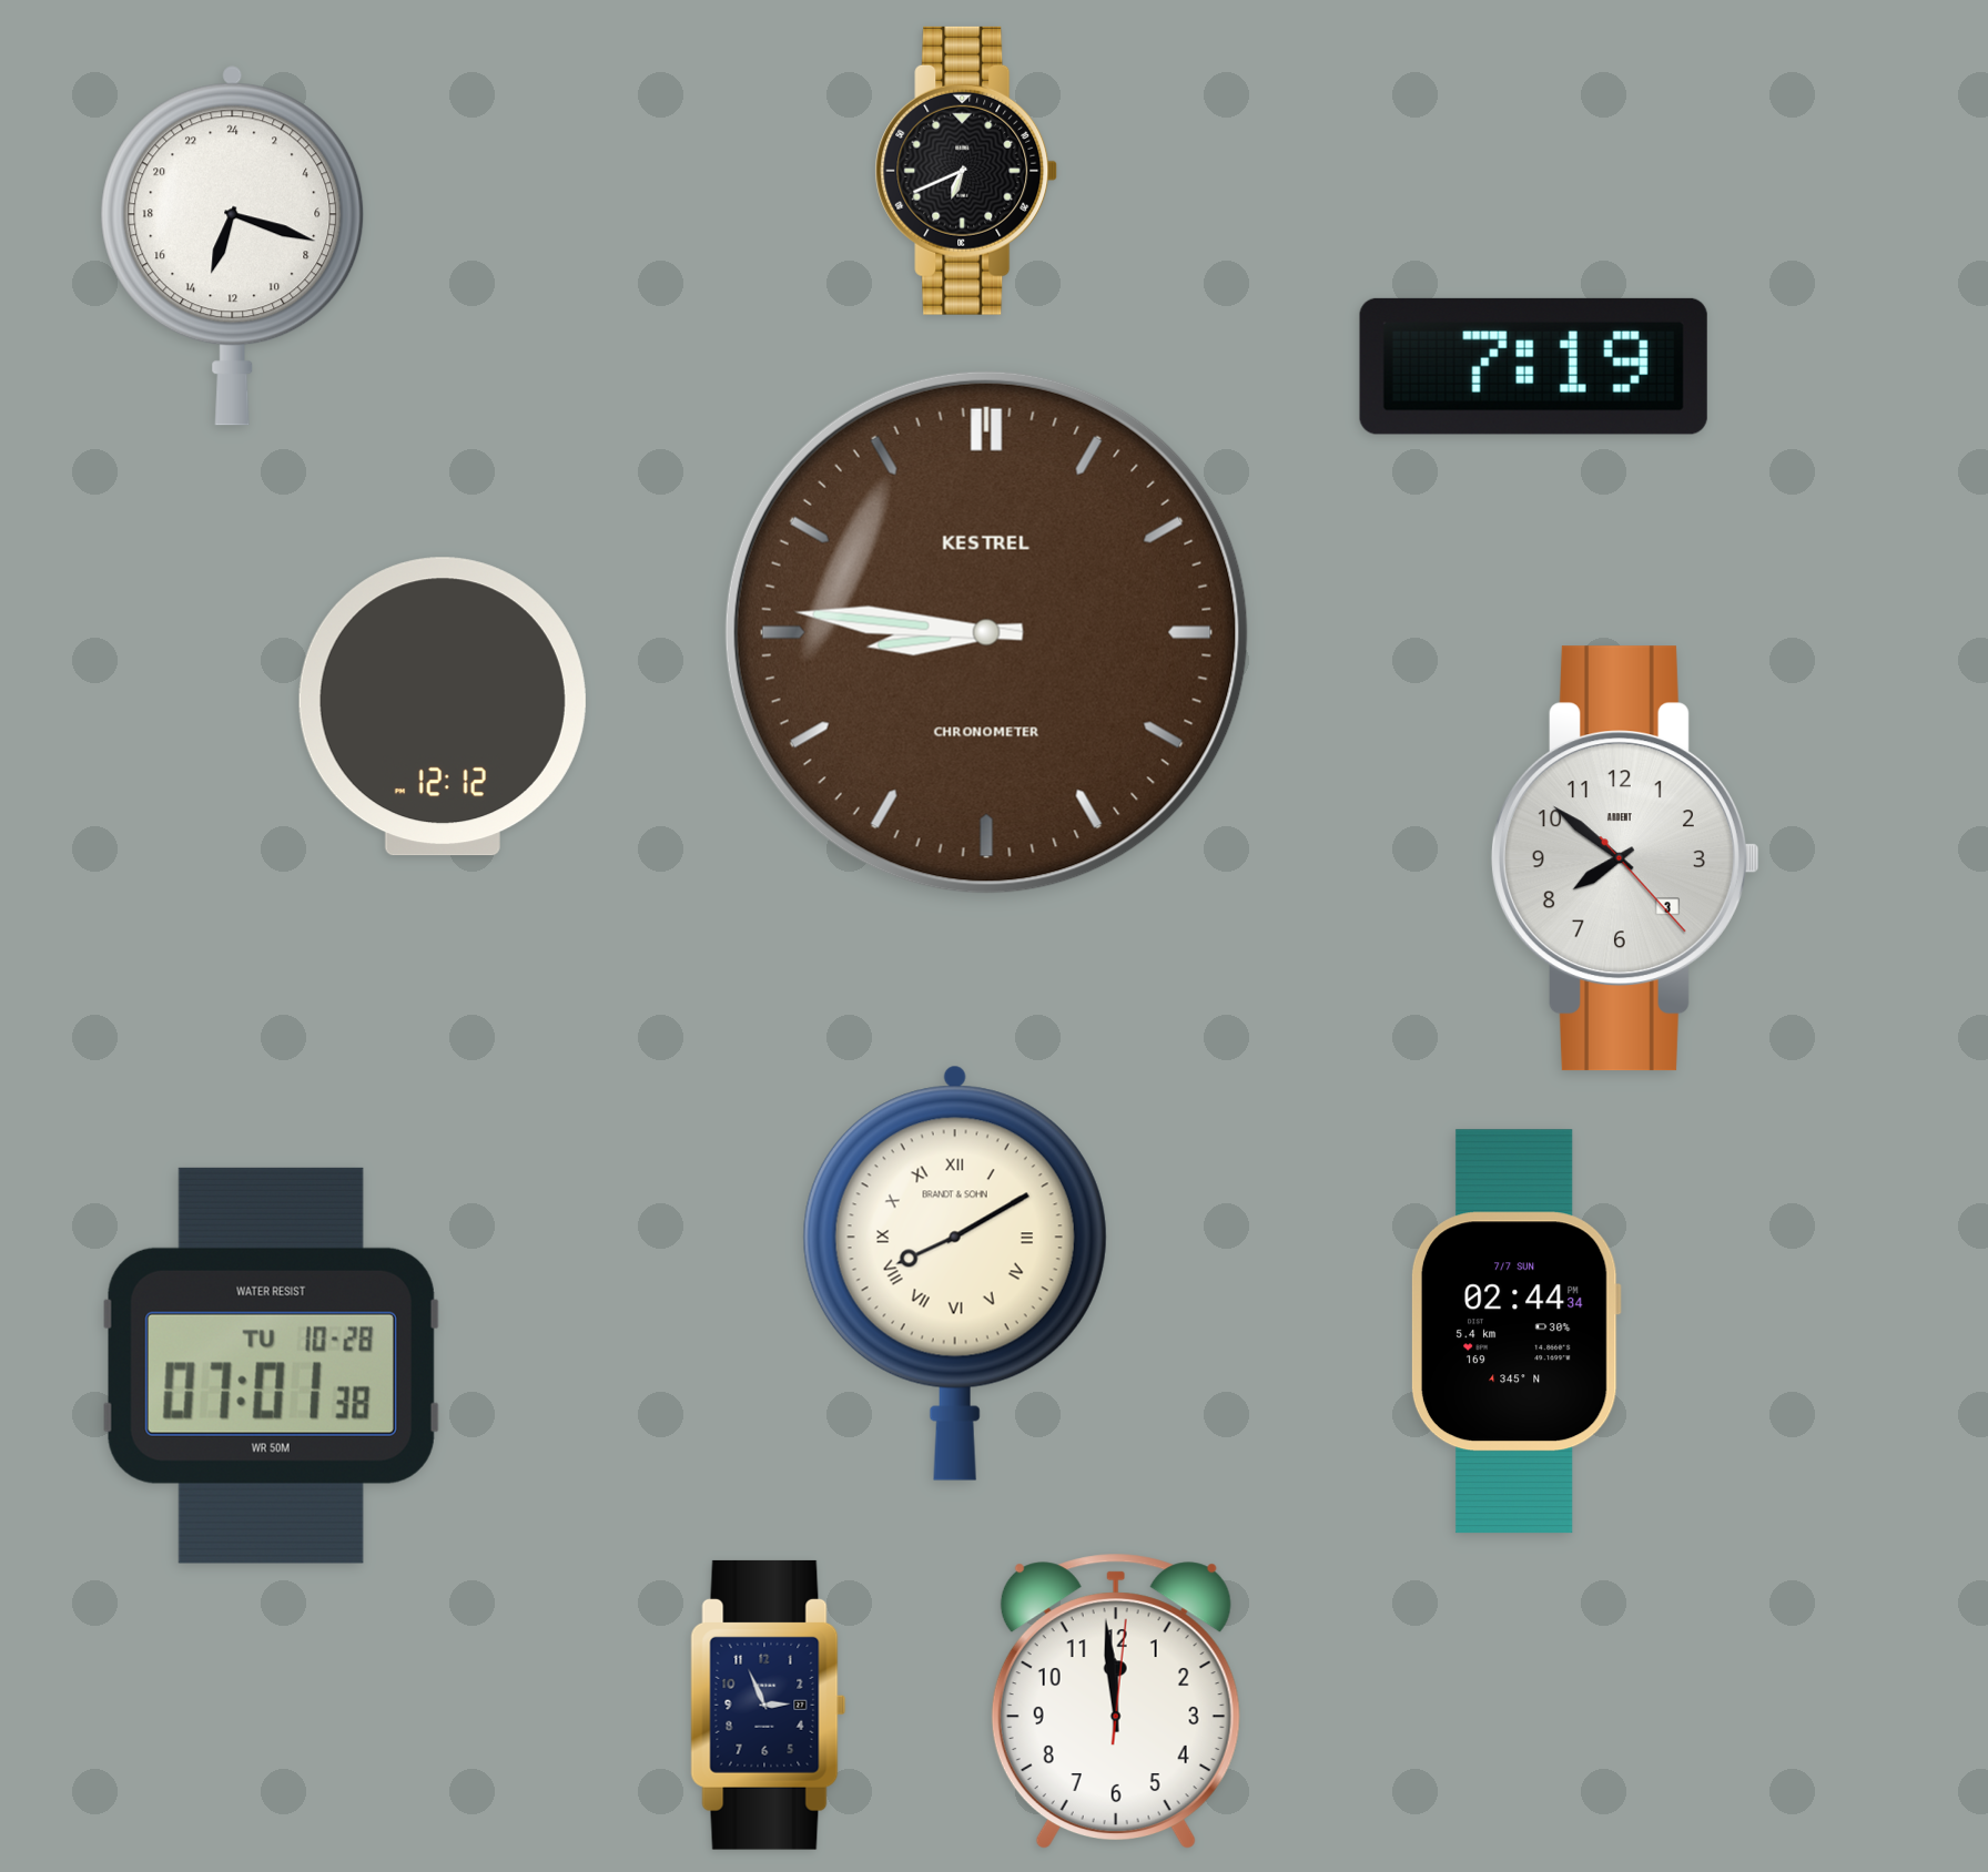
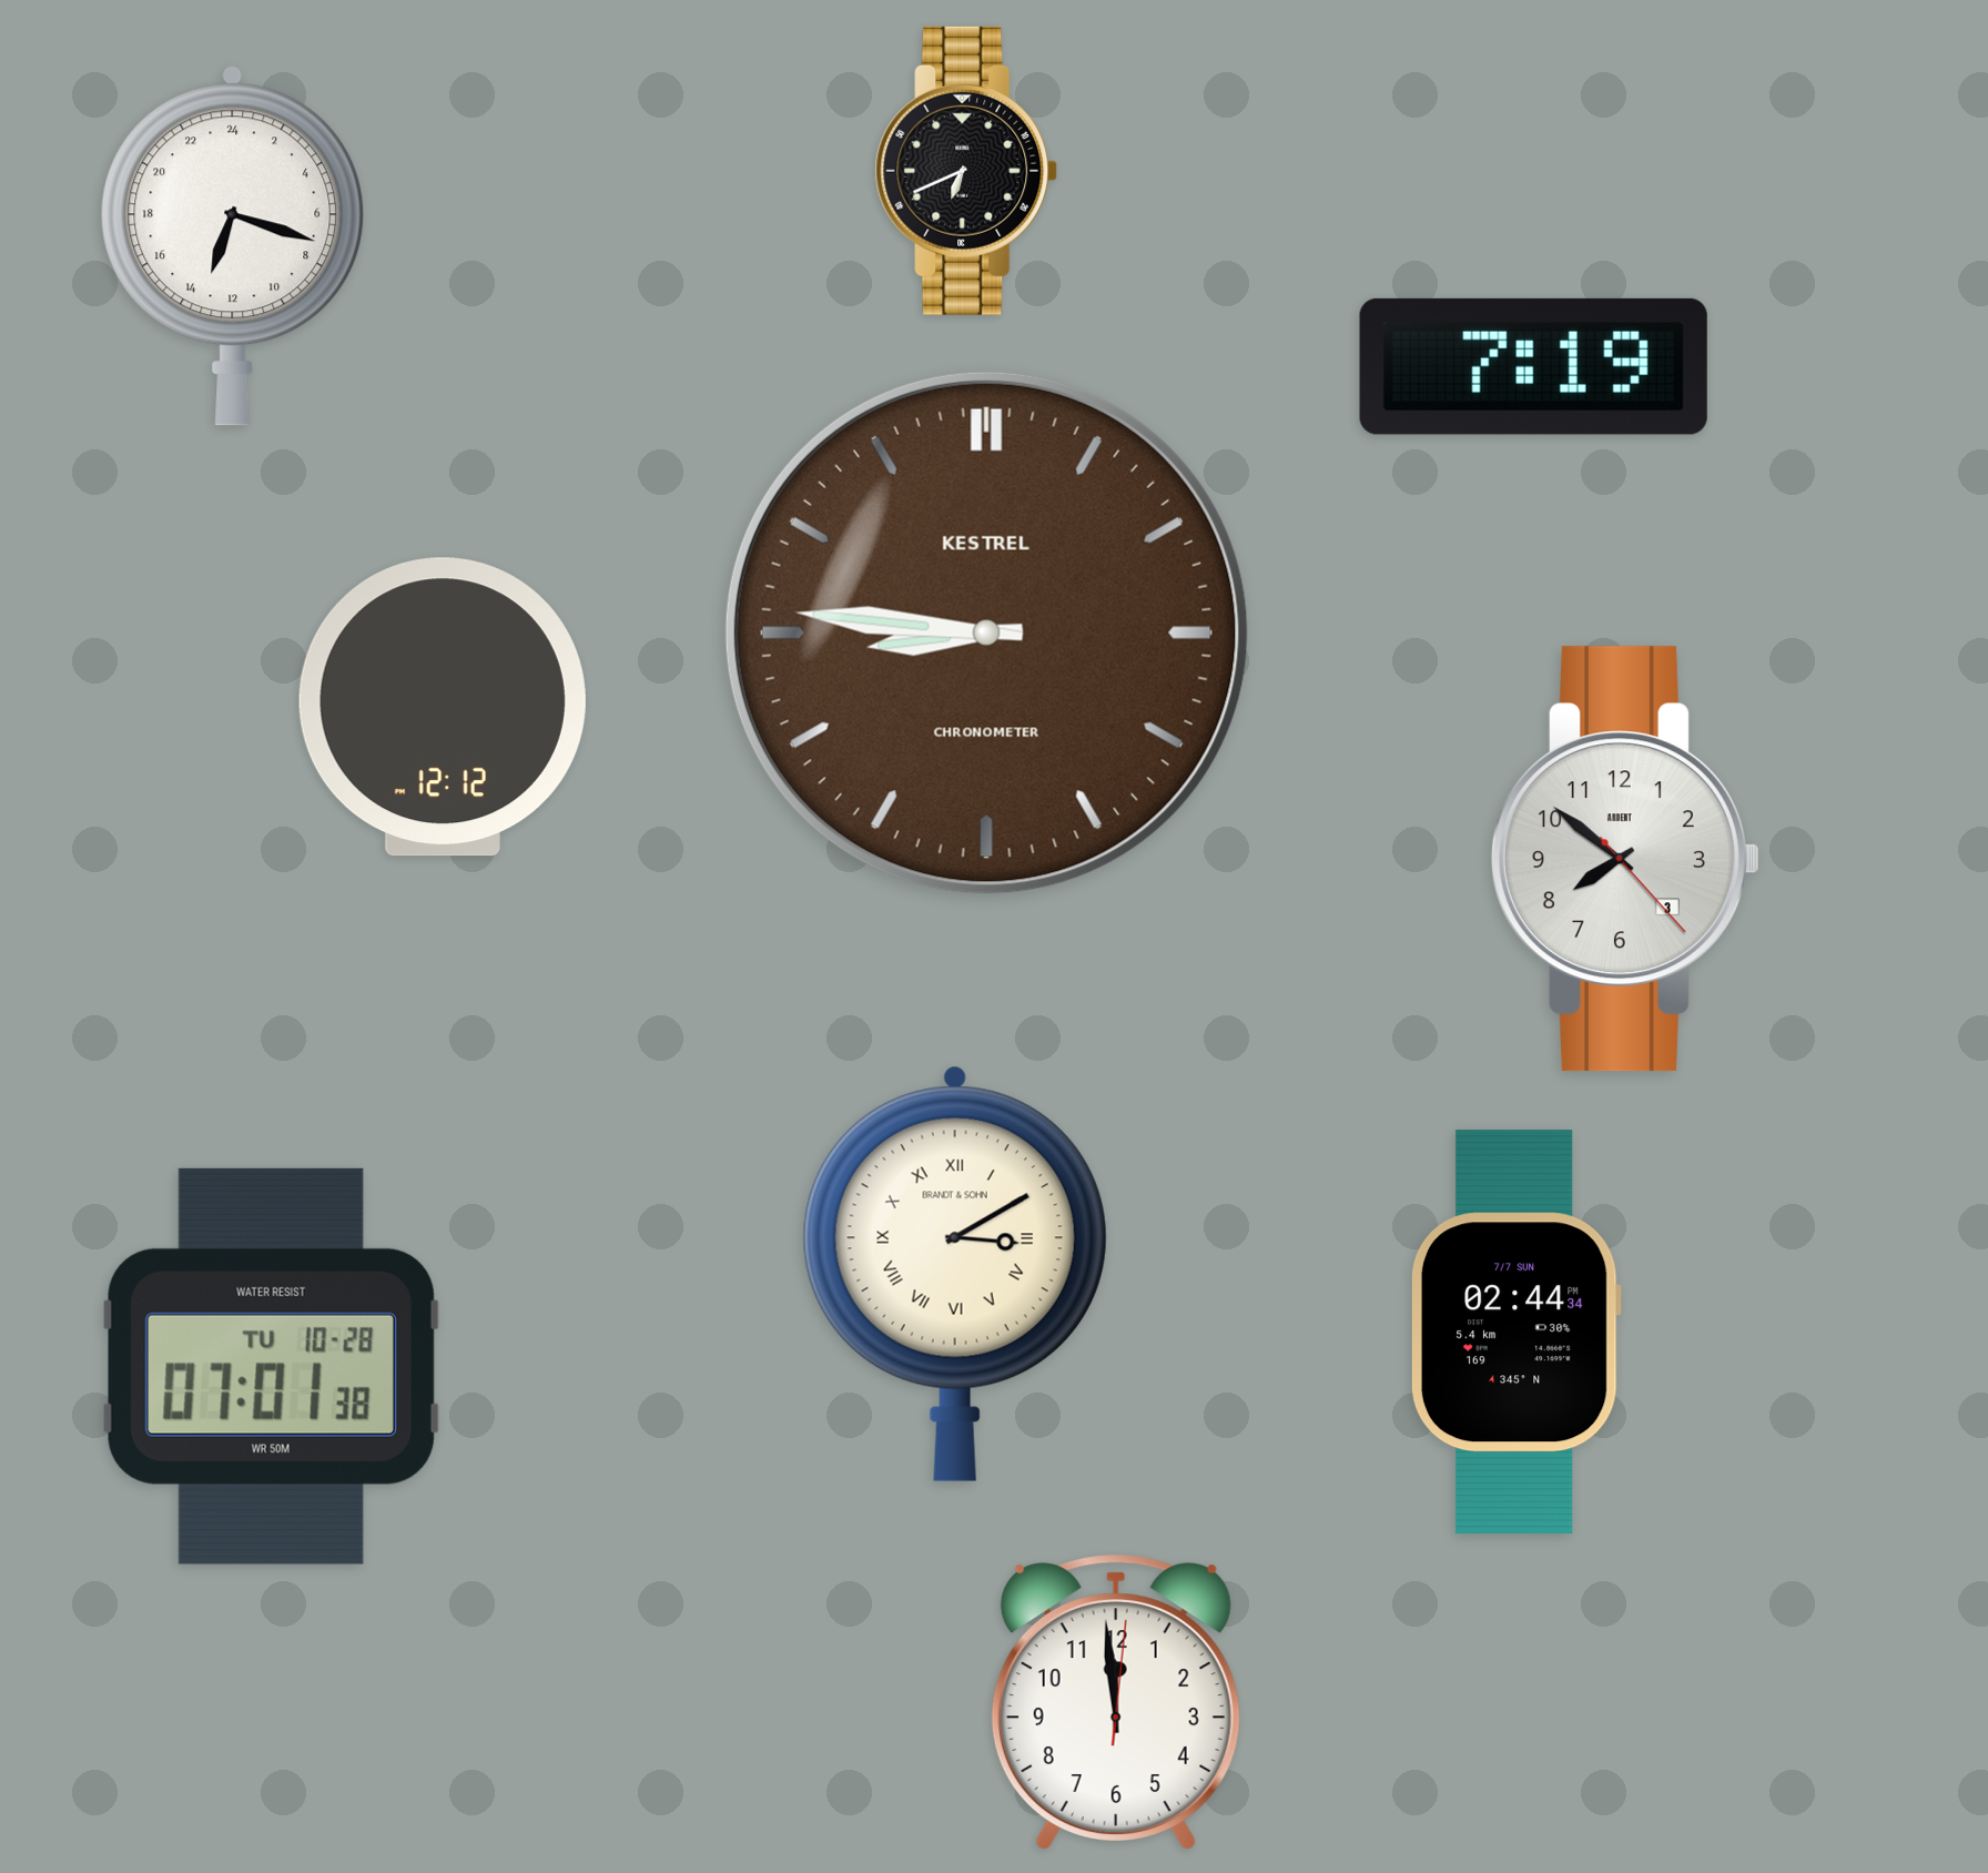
clock at (955, 1273): 8:10 -> 3:10
clock at (769, 1705): 2:56 -> none
